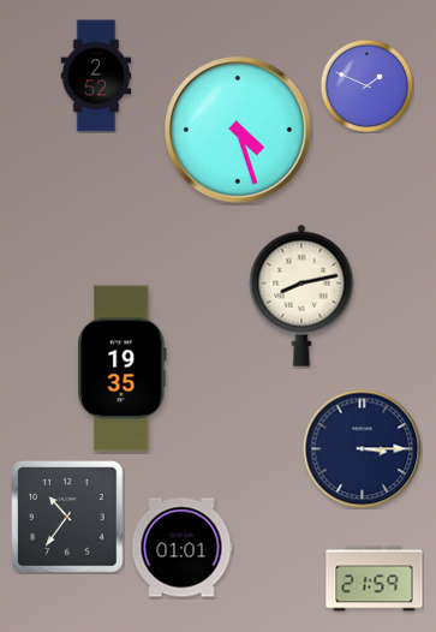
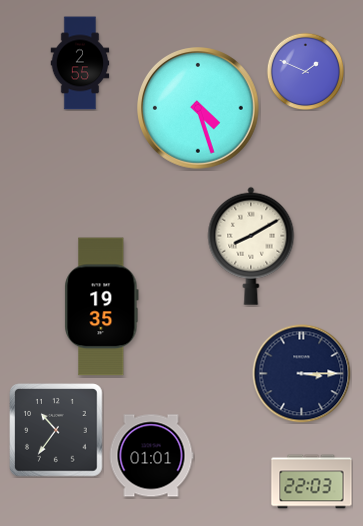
clock at (96, 76): 2:52 -> 2:55
clock at (301, 296): 8:13 -> 8:10
clock at (375, 579): 21:59 -> 22:03
